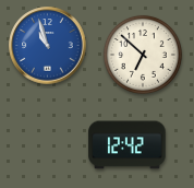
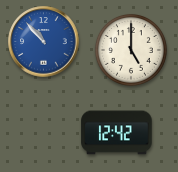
clock at (48, 46): 10:57 -> 10:53
clock at (143, 55): 6:52 -> 5:00
